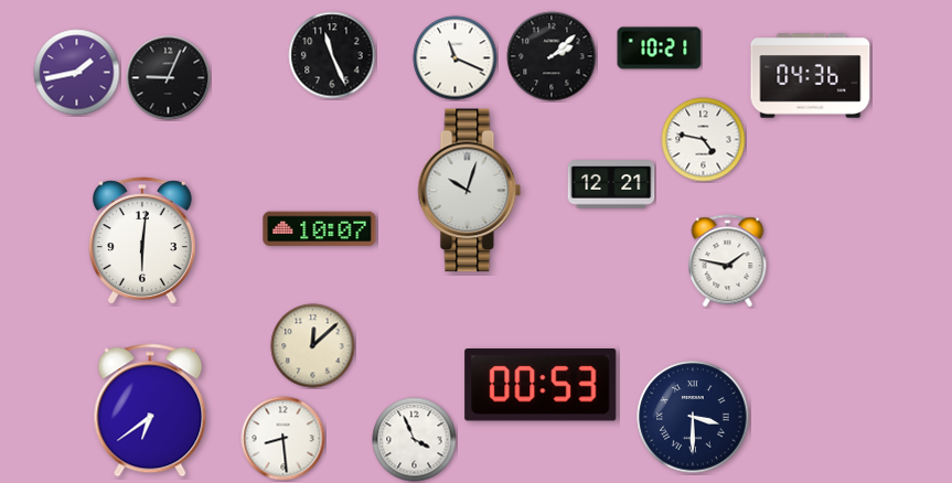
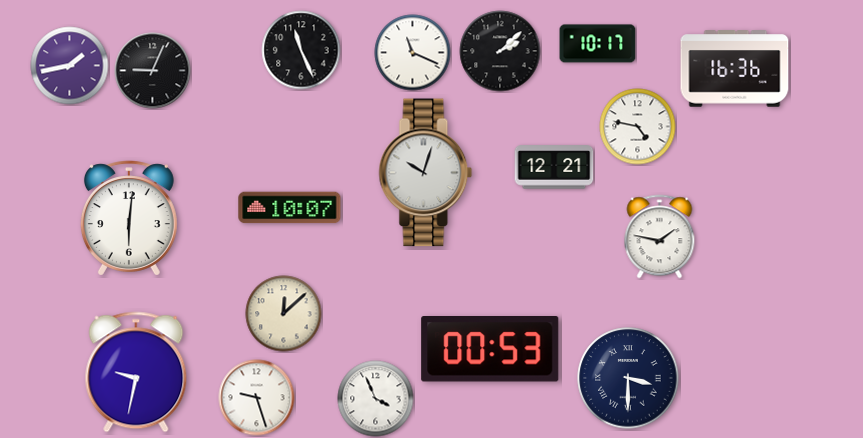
clock at (660, 49): 10:21 -> 10:17
clock at (811, 76): 04:36 -> 16:36
clock at (150, 410): 6:39 -> 9:32
clock at (284, 439): 8:29 -> 9:27
